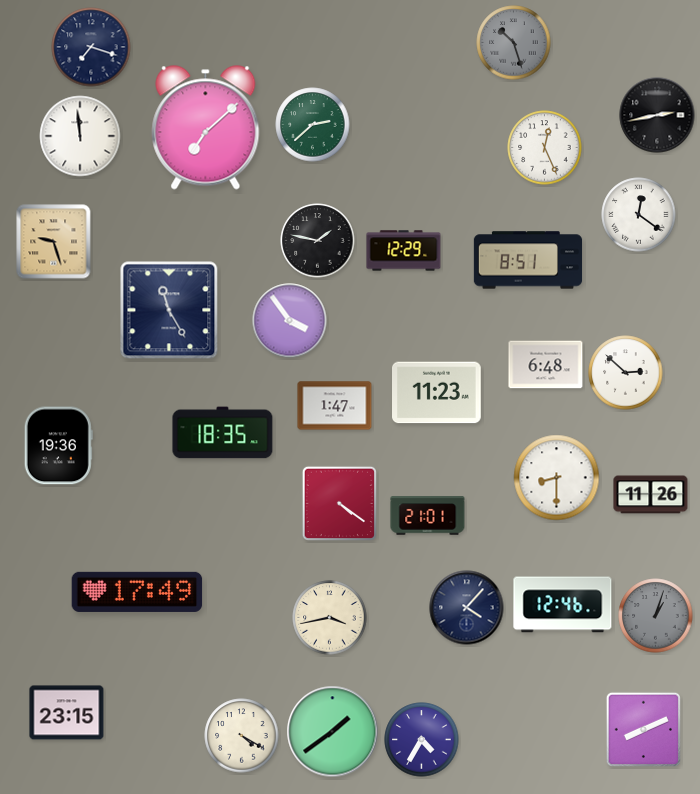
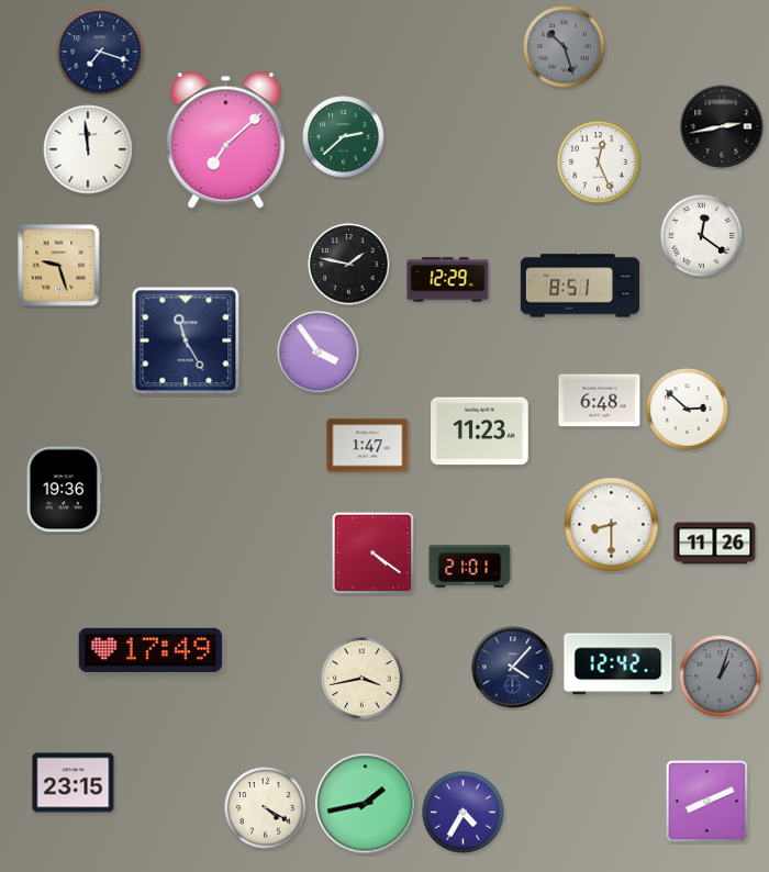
clock at (404, 251) position: (404, 251) -> (448, 280)
clock at (223, 433): 18:35 -> none
clock at (563, 605): 12:46 -> 12:42
clock at (333, 732): 1:39 -> 1:43
